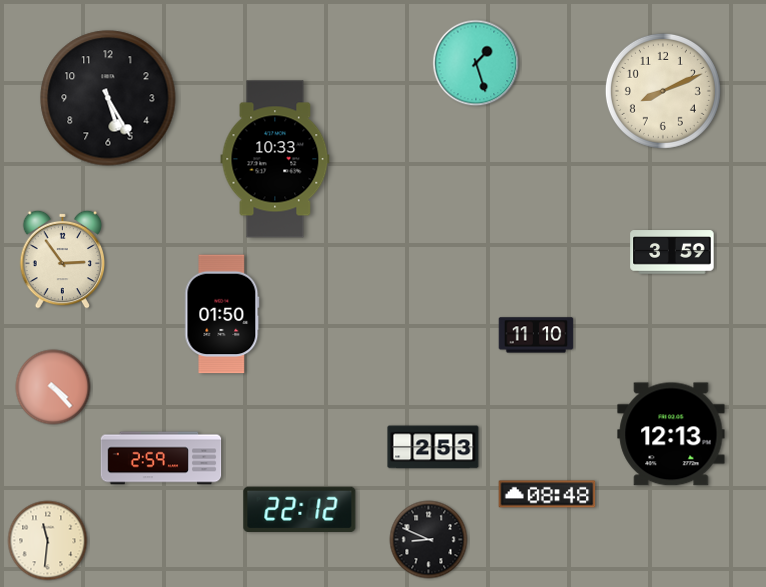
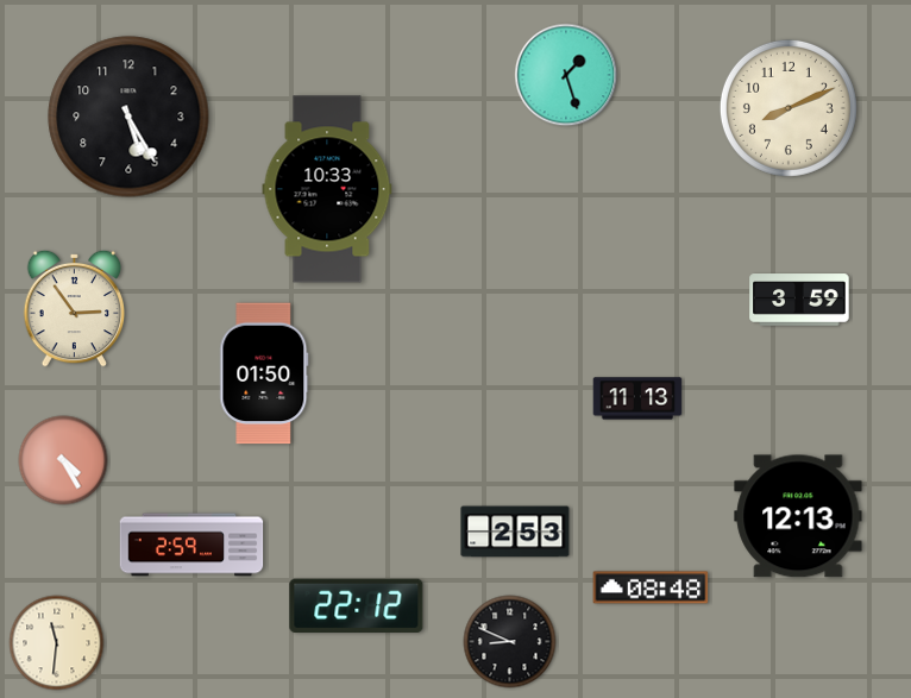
clock at (536, 335): 11:10 -> 11:13
clock at (53, 387): 4:23 -> 4:25
